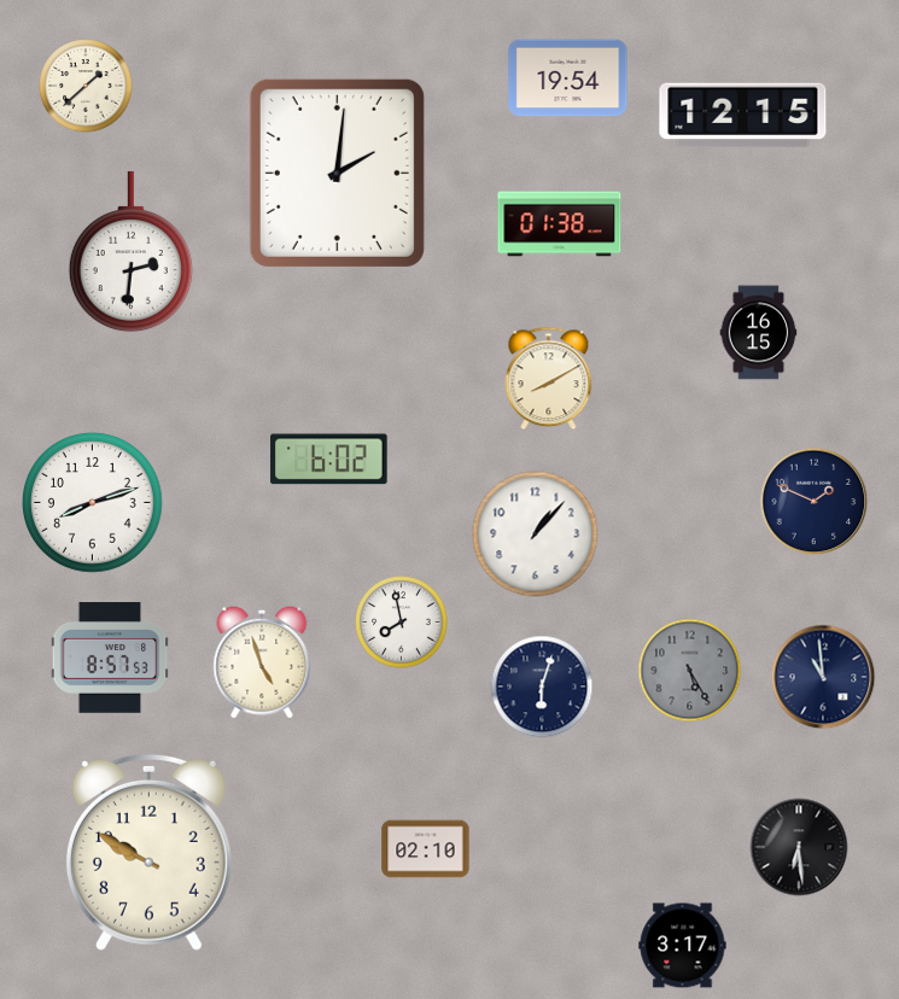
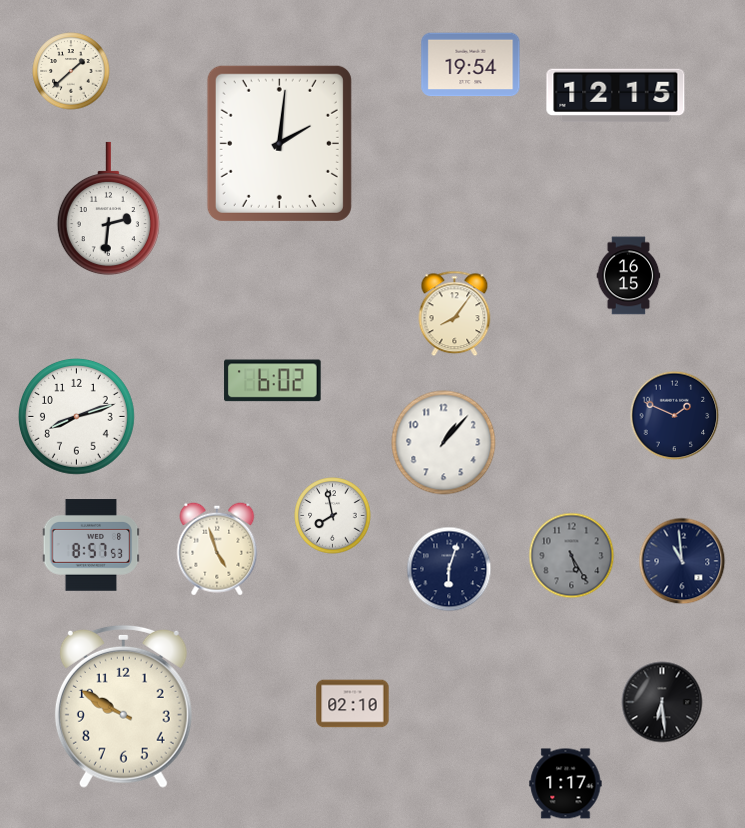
clock at (560, 224): 01:38 -> none
clock at (549, 379): 8:10 -> 8:06
clock at (683, 946): 3:17 -> 1:17
